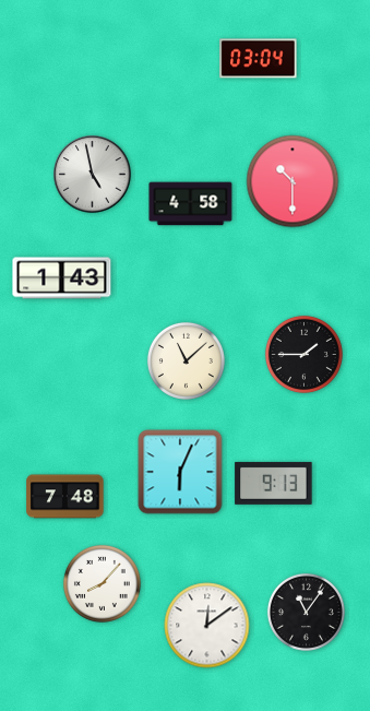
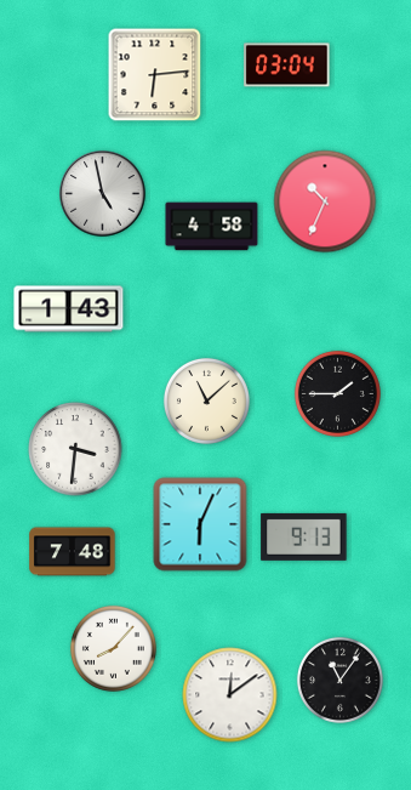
clock at (155, 75): none -> 6:14
clock at (293, 181): 10:30 -> 10:34
clock at (75, 449): none -> 3:31
